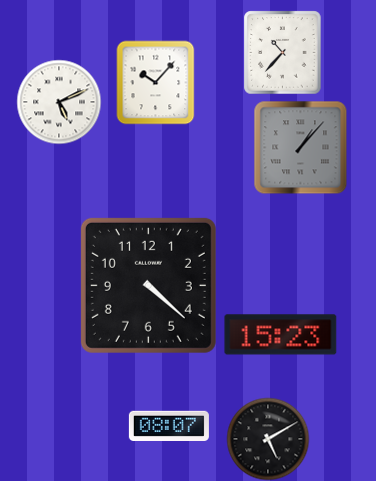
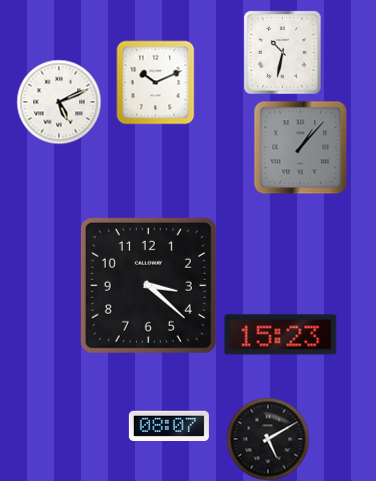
clock at (283, 52): 10:37 -> 10:32
clock at (156, 82): 10:07 -> 10:11
clock at (148, 285): 4:22 -> 3:22
